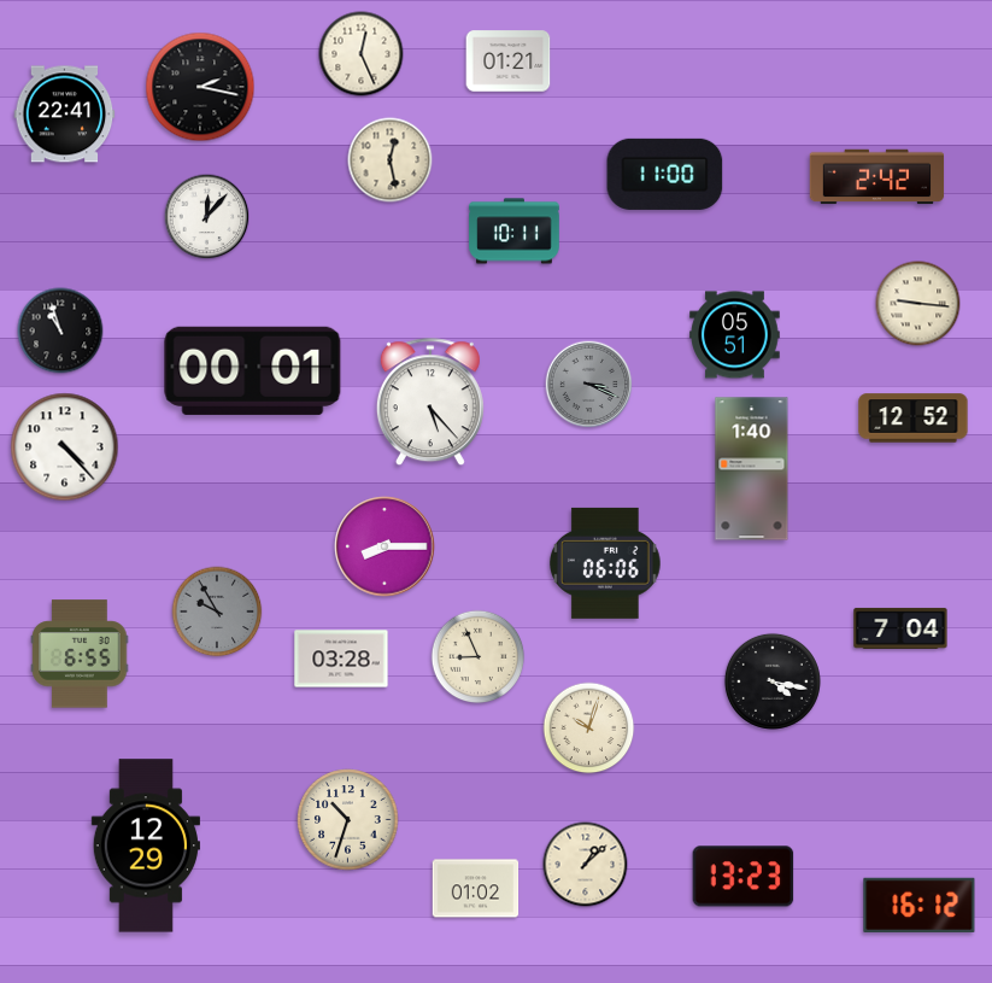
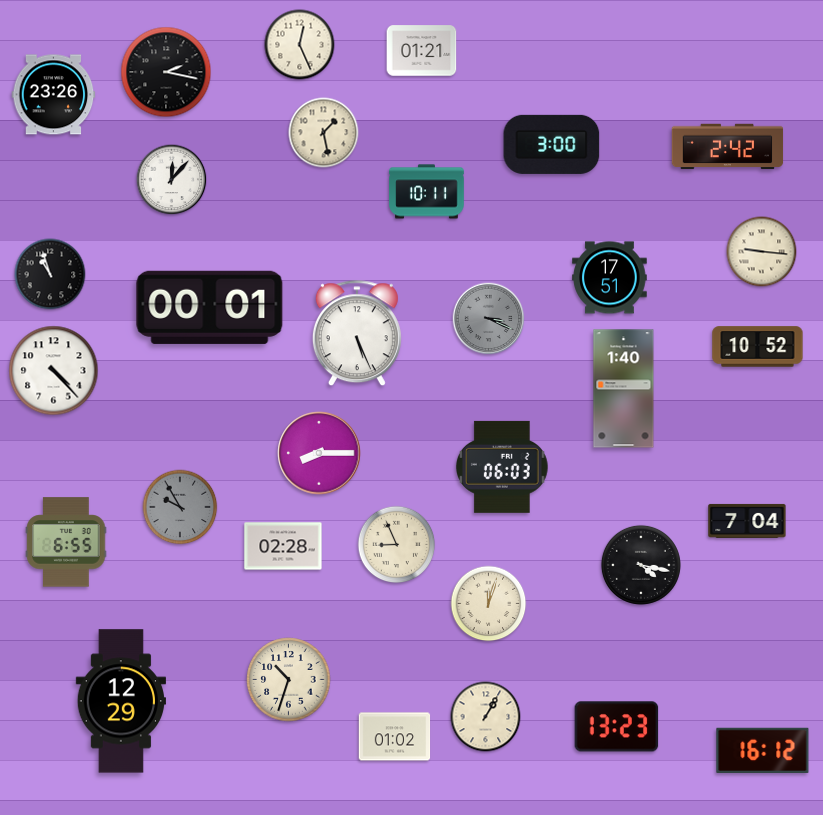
clock at (65, 115): 22:41 -> 23:26
clock at (391, 160): 12:28 -> 1:28
clock at (665, 174): 11:00 -> 3:00
clock at (735, 335): 05:51 -> 17:51
clock at (430, 403): 5:23 -> 5:26
clock at (914, 419): 12:52 -> 10:52
clock at (605, 563): 06:06 -> 06:03
clock at (341, 659): 03:28 -> 02:28
clock at (589, 729): 10:03 -> 12:03
clock at (586, 865): 1:08 -> 1:05
